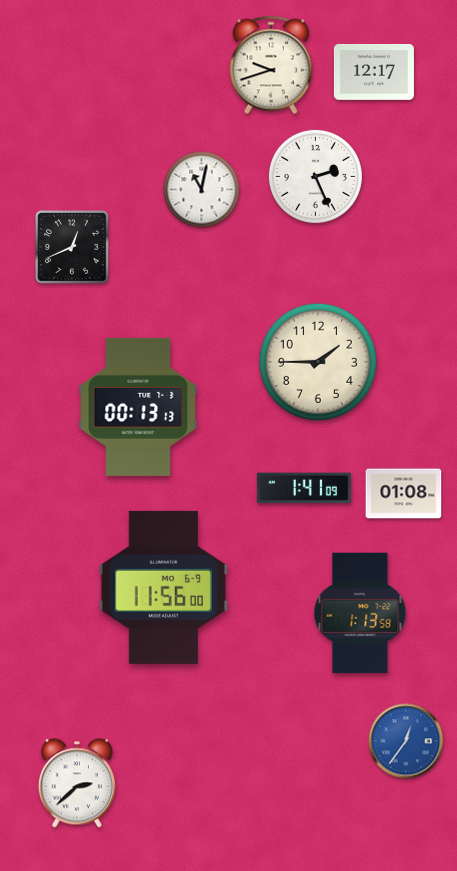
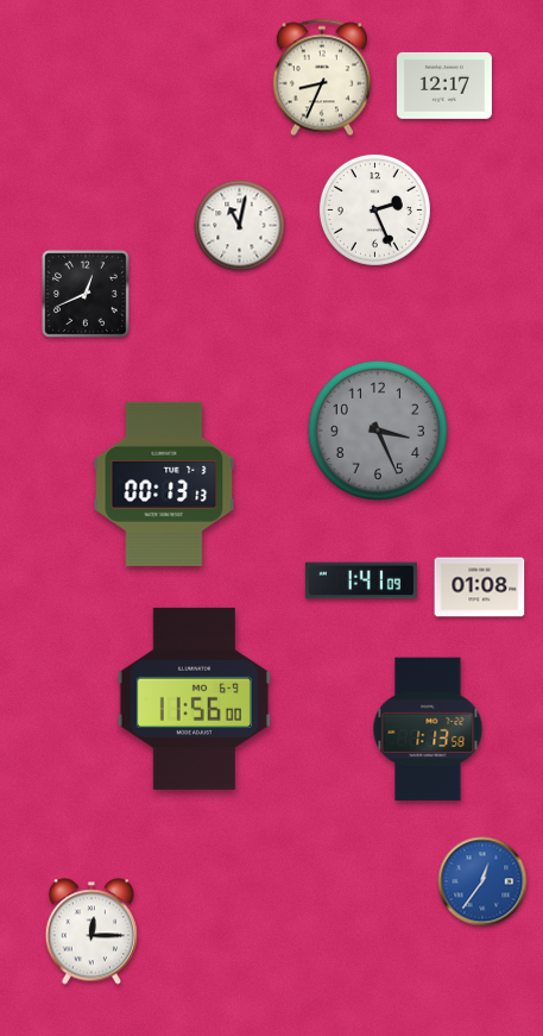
clock at (271, 65): 9:42 -> 8:34
clock at (318, 362): 1:45 -> 3:26
clock at (318, 362) dial: cream -> grey
clock at (77, 783): 2:38 -> 12:15
